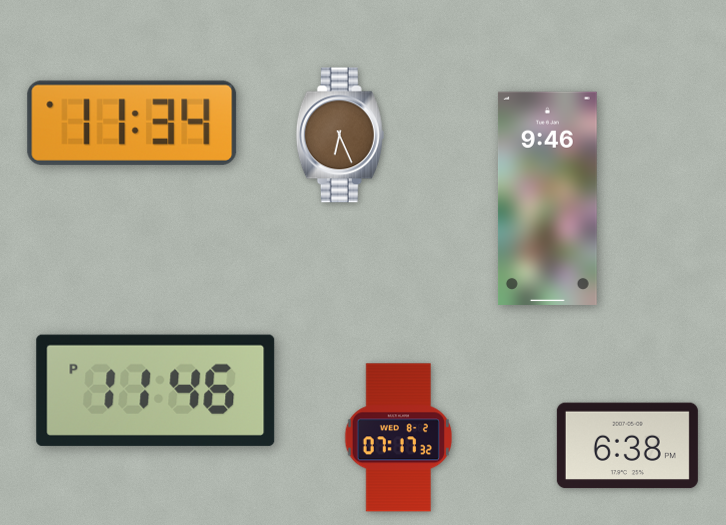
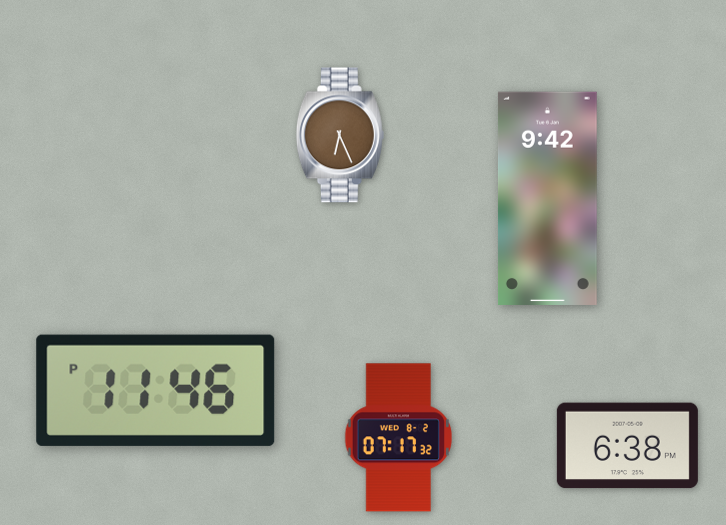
clock at (132, 123): 11:34 -> none
clock at (547, 198): 9:46 -> 9:42
